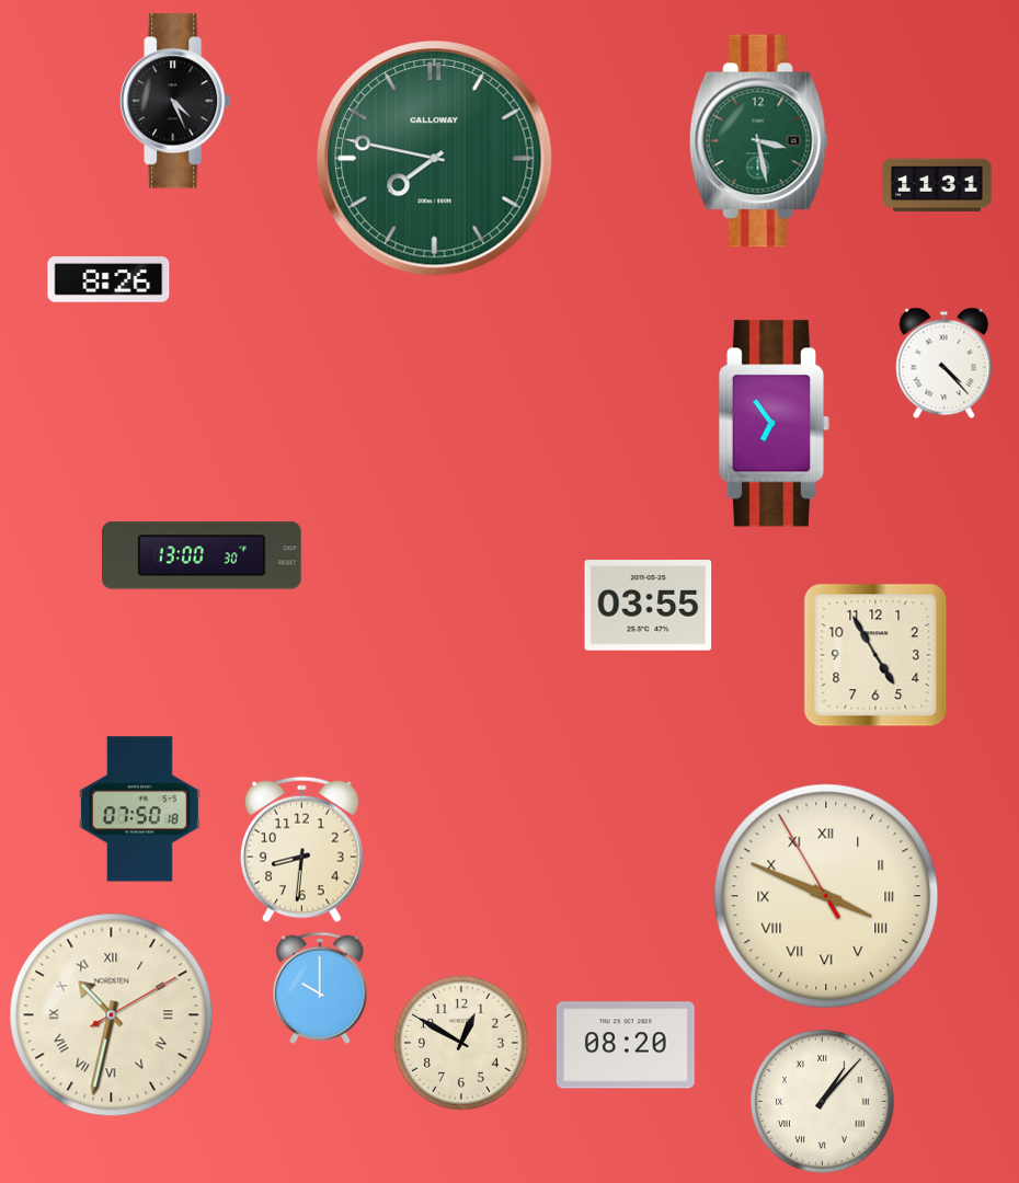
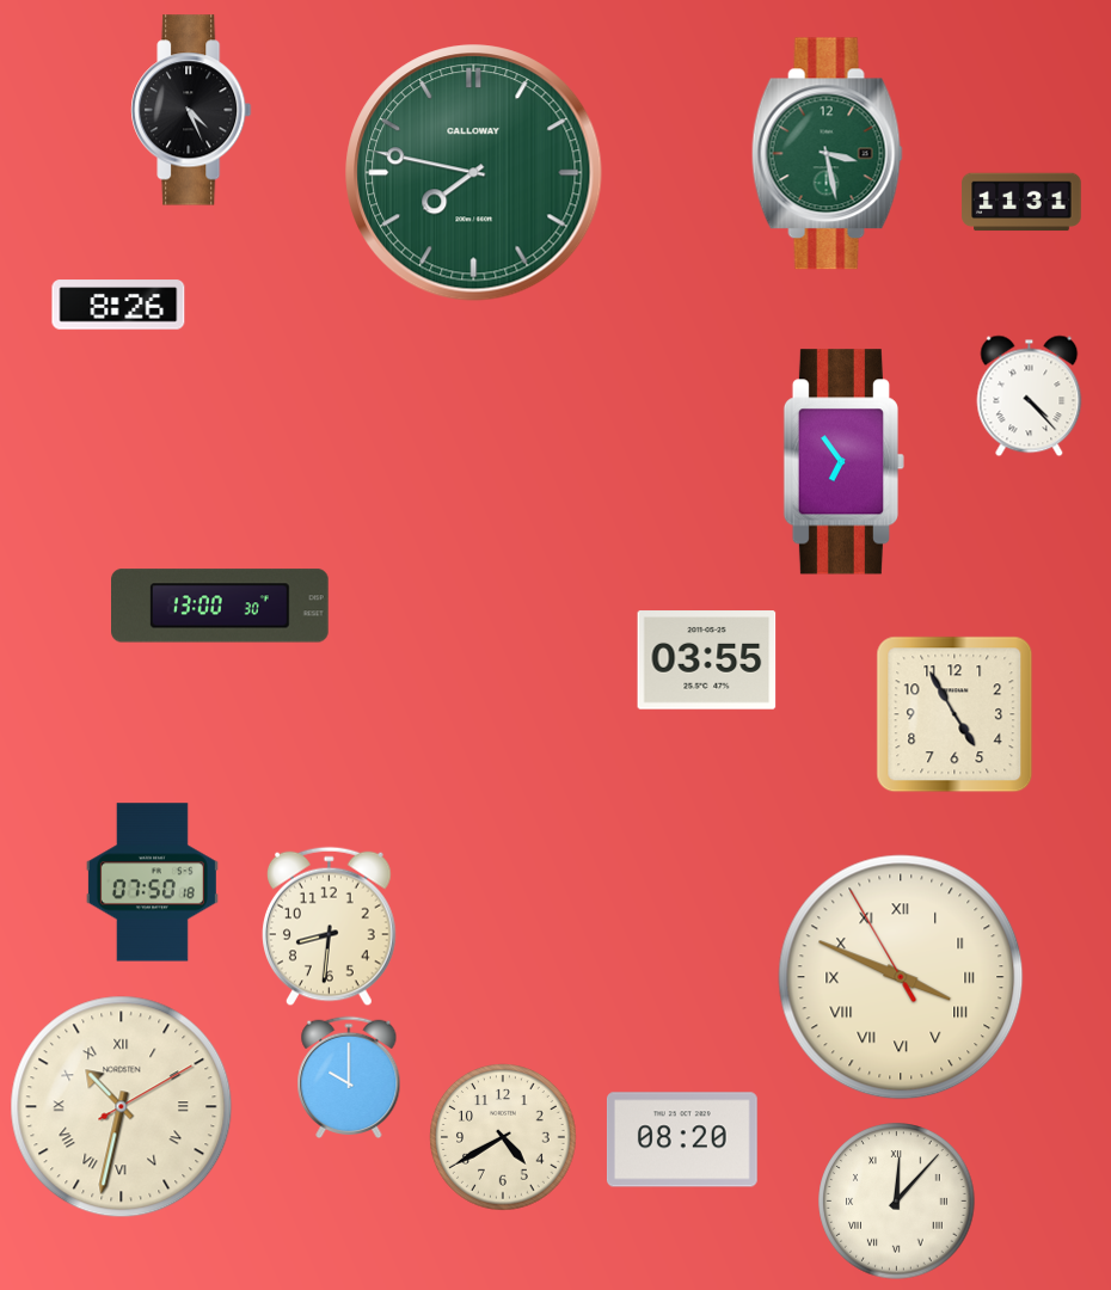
clock at (461, 1043): 12:50 -> 4:40
clock at (823, 1102): 1:07 -> 12:07
